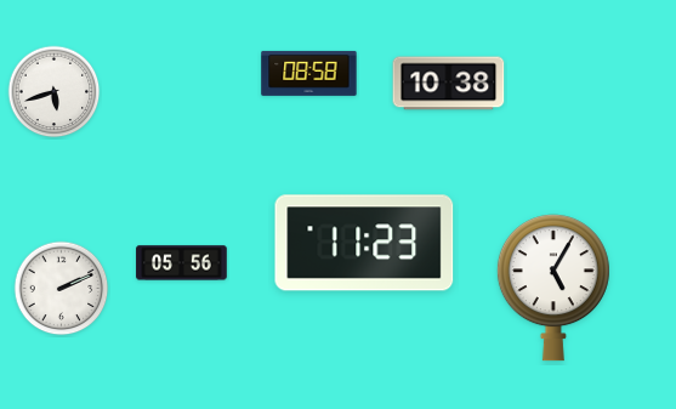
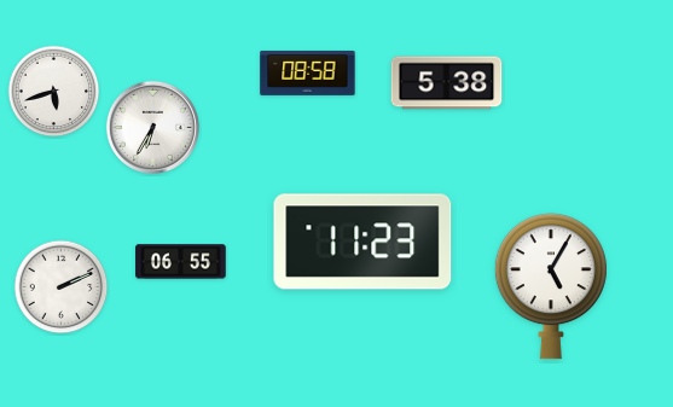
clock at (449, 84): 10:38 -> 5:38
clock at (152, 127): none -> 6:35
clock at (182, 263): 05:56 -> 06:55
